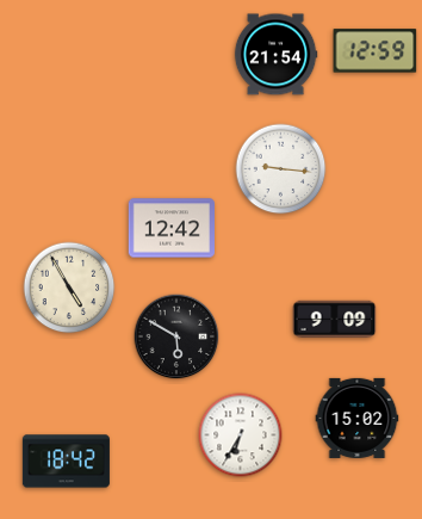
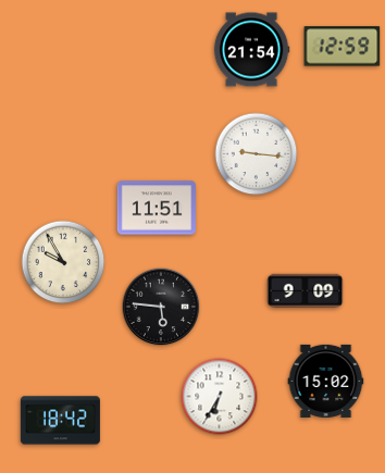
clock at (170, 228): 12:42 -> 11:51
clock at (69, 288): 4:55 -> 9:55
clock at (176, 336): 5:50 -> 5:46
